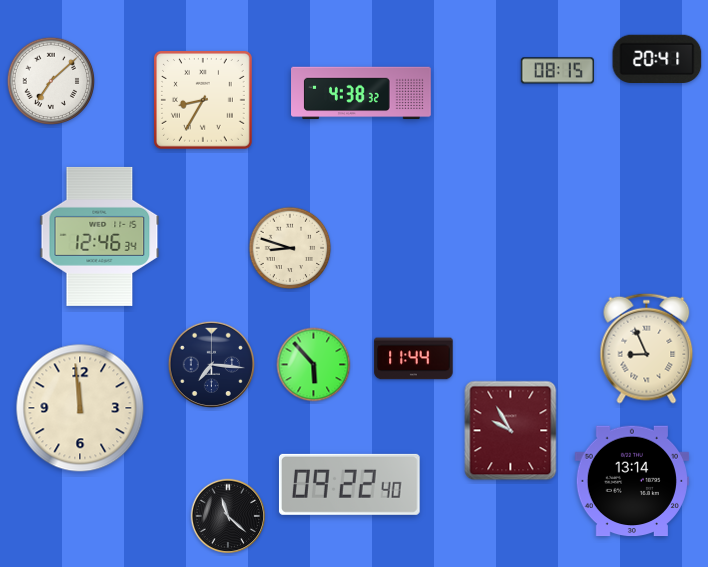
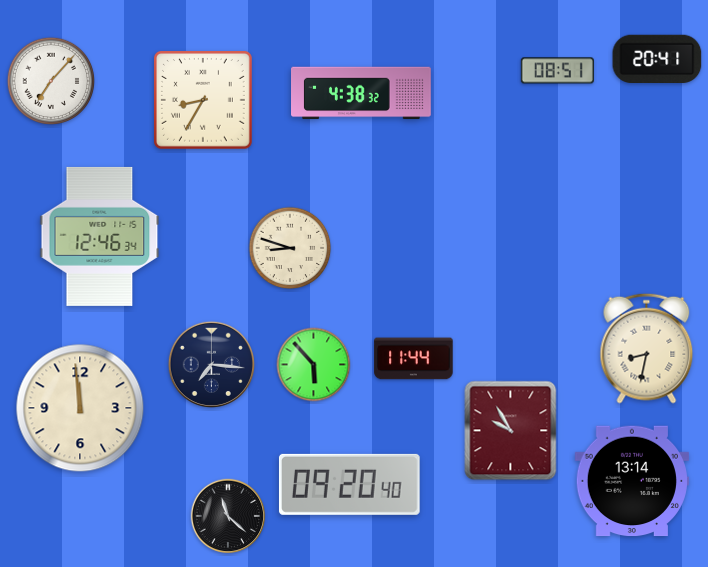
clock at (557, 71): 08:15 -> 08:51
clock at (50, 80): 7:08 -> 7:07
clock at (647, 348): 8:56 -> 8:32
clock at (349, 484): 09:22 -> 09:20
